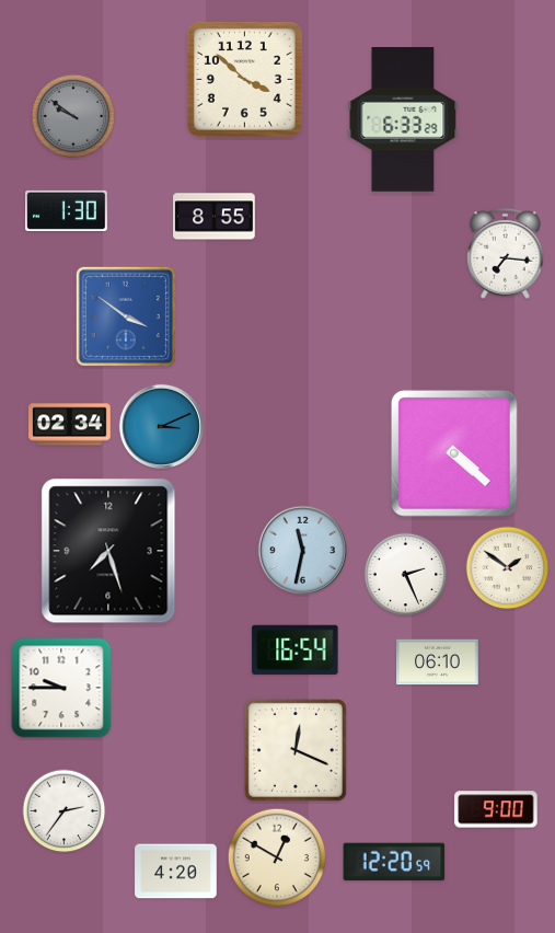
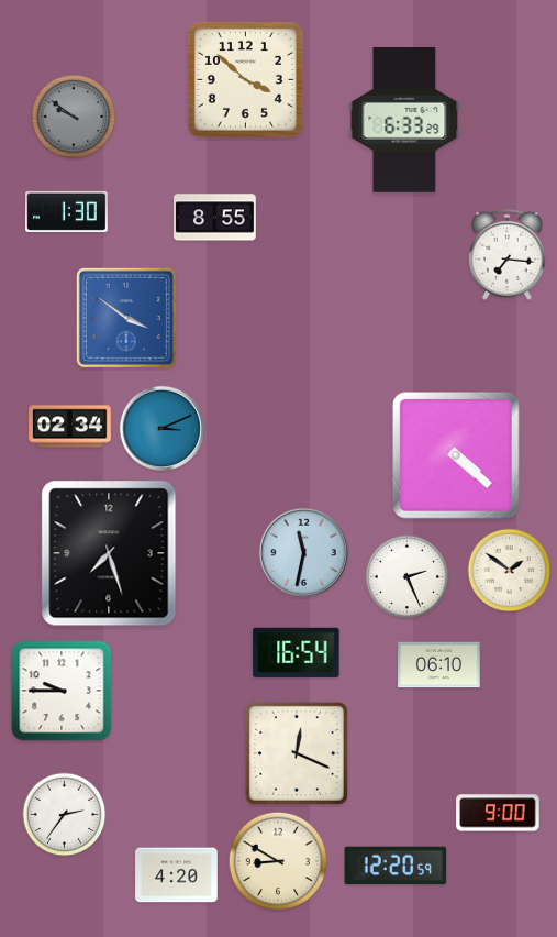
clock at (277, 857): 12:50 -> 8:50
